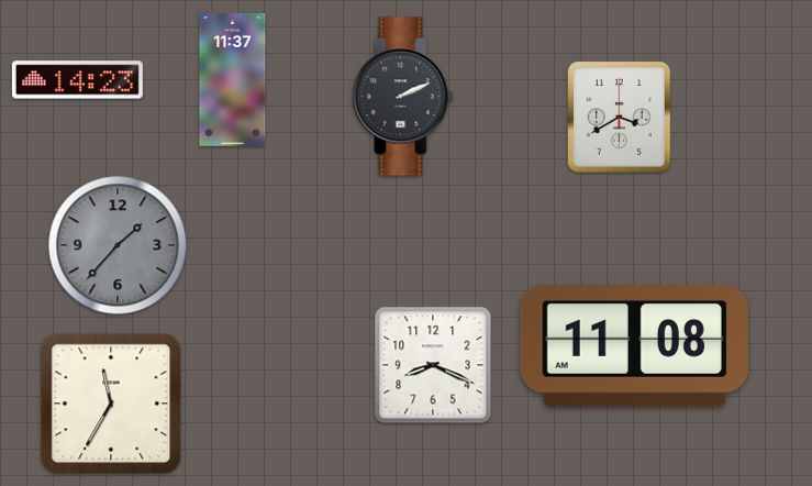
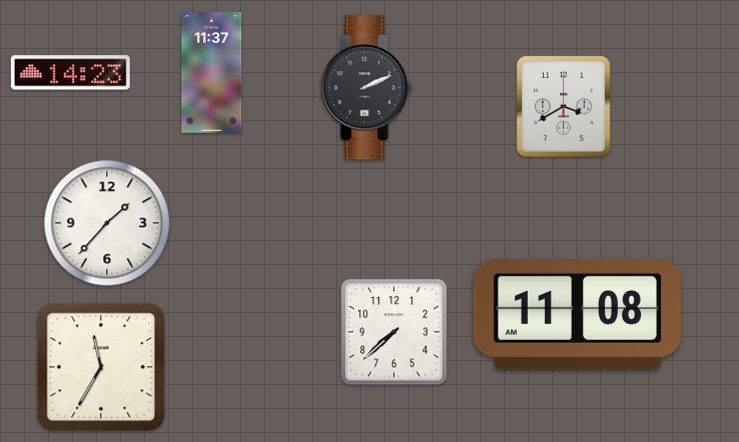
clock at (118, 245) dial: grey -> white
clock at (433, 365): 8:19 -> 7:38
